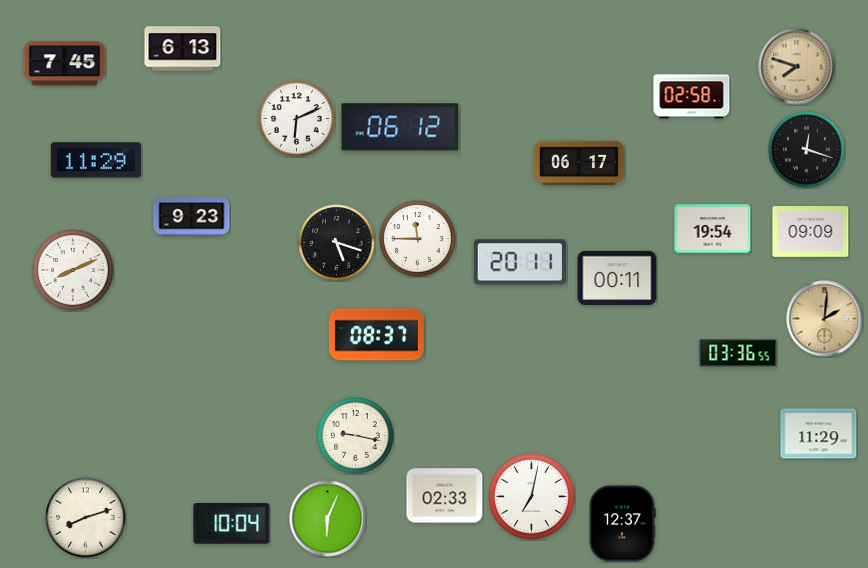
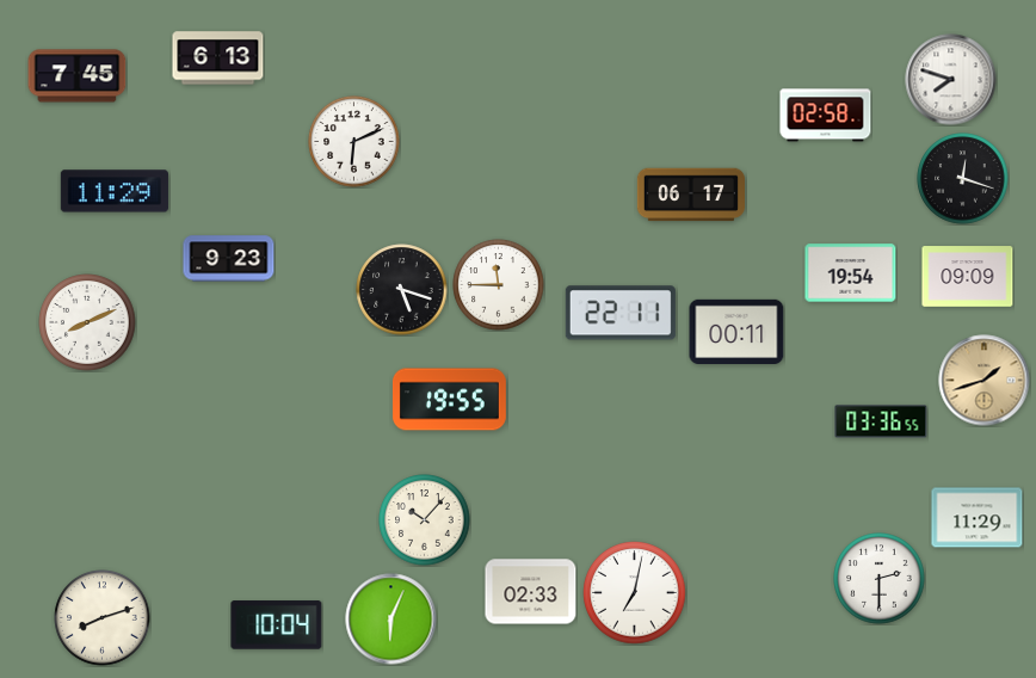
clock at (797, 67) dial: champagne -> white
clock at (400, 127): 06:12 -> none
clock at (520, 262): 20:11 -> 22:11
clock at (825, 319): 2:01 -> 1:42
clock at (376, 335): 08:37 -> 19:55
clock at (356, 436): 9:17 -> 10:07
clock at (880, 579): none -> 2:30
clock at (622, 524): 12:37 -> none
